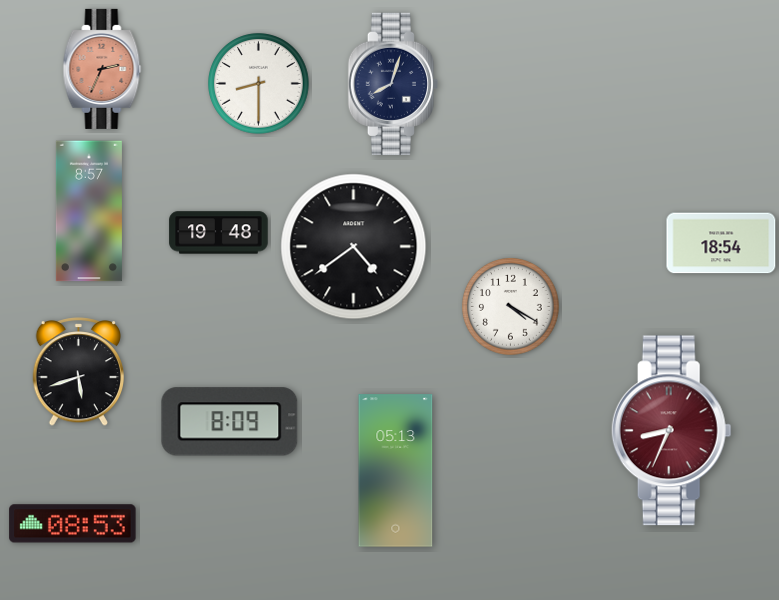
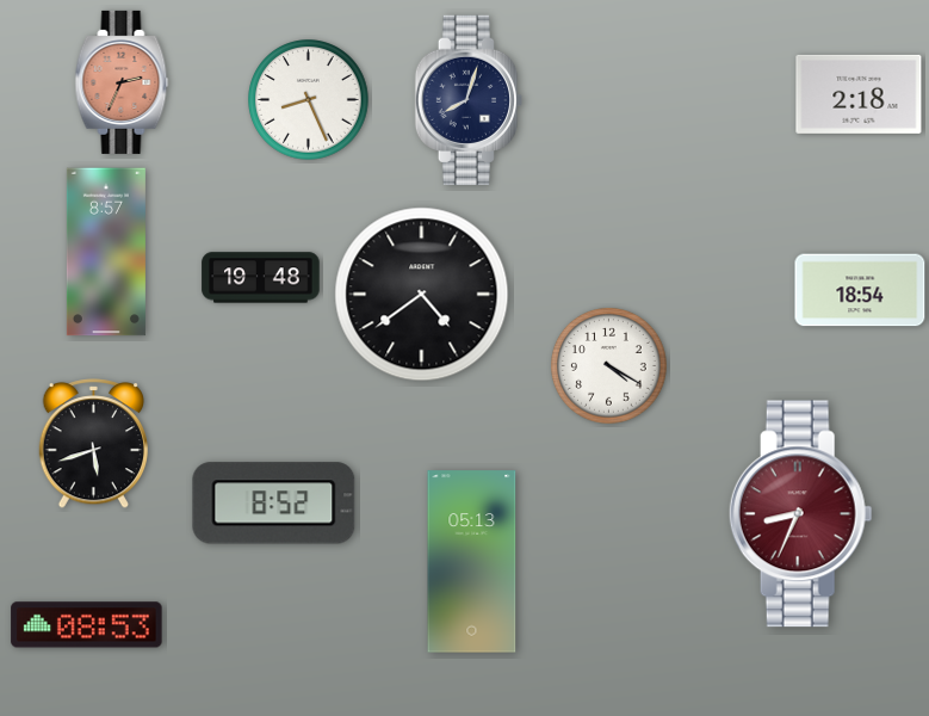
clock at (859, 94): none -> 2:18
clock at (259, 84): 8:30 -> 8:26
clock at (230, 422): 8:09 -> 8:52
